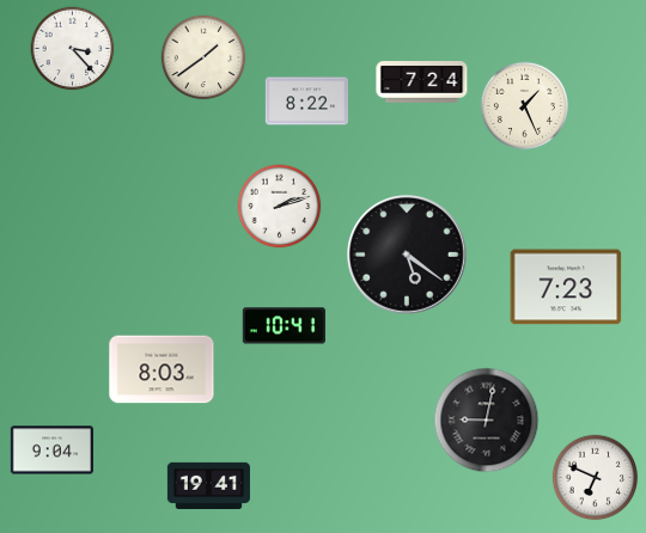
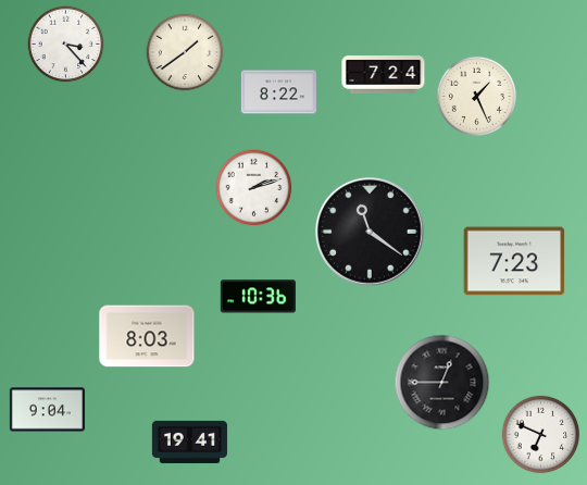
clock at (408, 256): 5:21 -> 11:21
clock at (284, 326): 10:41 -> 10:36
clock at (487, 421): 9:02 -> 12:45
